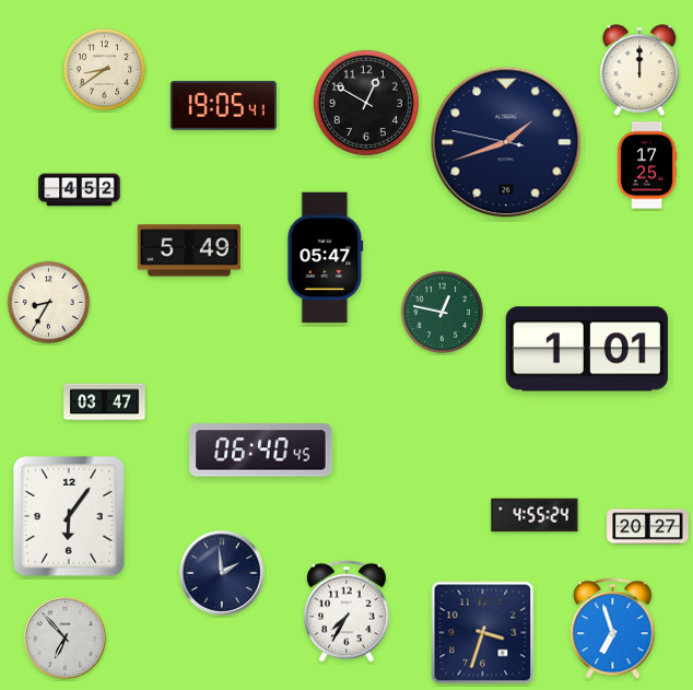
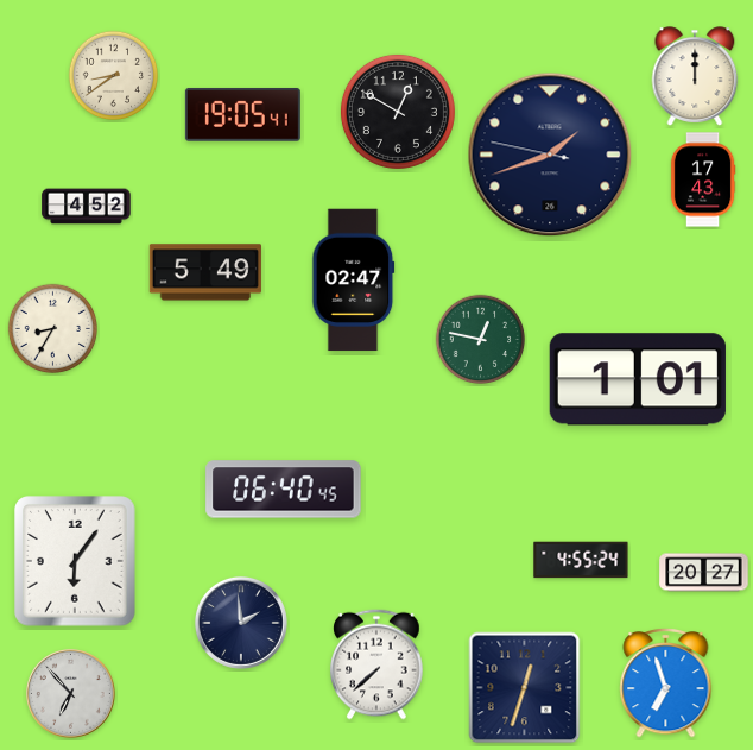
clock at (647, 165): 17:25 -> 17:43
clock at (326, 258): 05:47 -> 02:47
clock at (105, 402): 03:47 -> none
clock at (346, 611): 7:35 -> 7:38
clock at (483, 633): 3:33 -> 12:33
